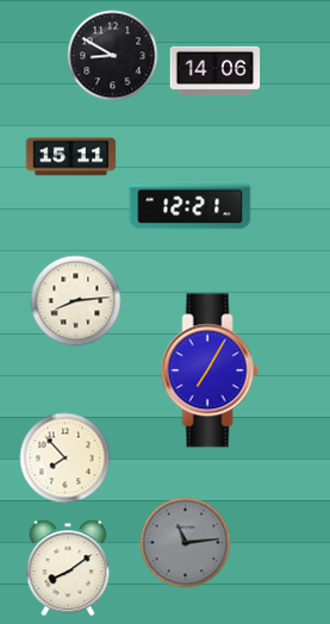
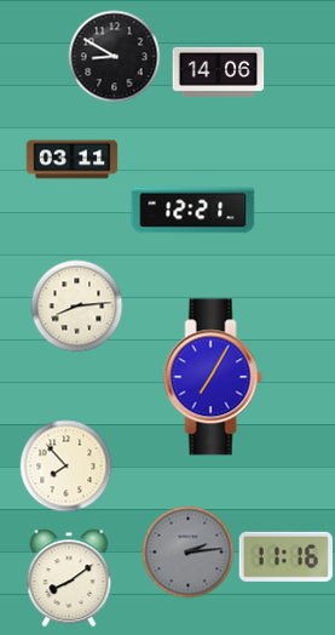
clock at (71, 157): 15:11 -> 03:11
clock at (186, 543): 11:14 -> 2:14
clock at (285, 556): none -> 11:16
